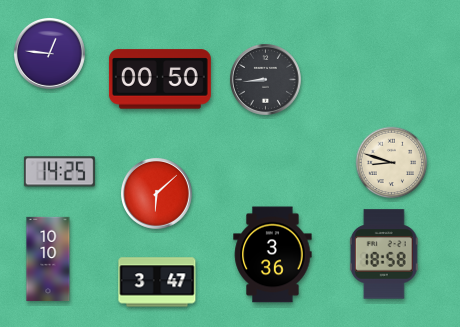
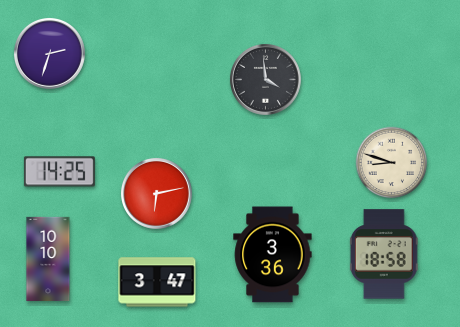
clock at (49, 53): 12:46 -> 2:33
clock at (160, 79): 00:50 -> none
clock at (265, 79): 8:44 -> 3:59
clock at (156, 193): 6:08 -> 6:13
